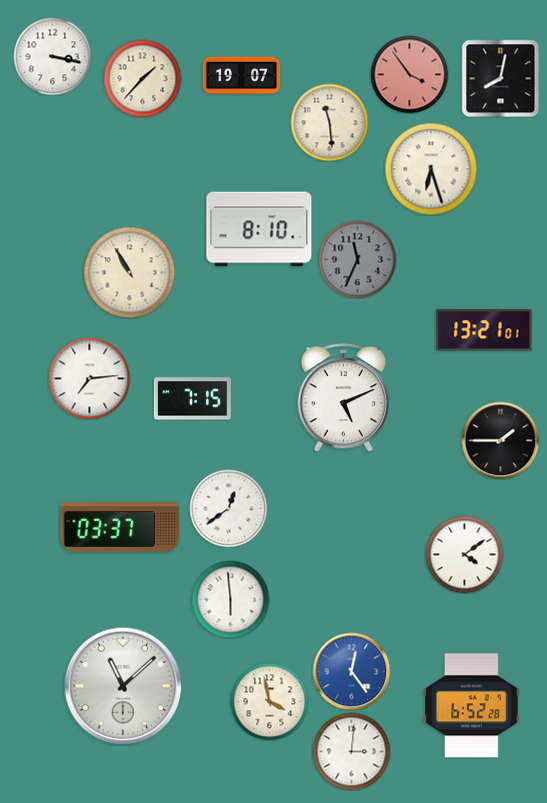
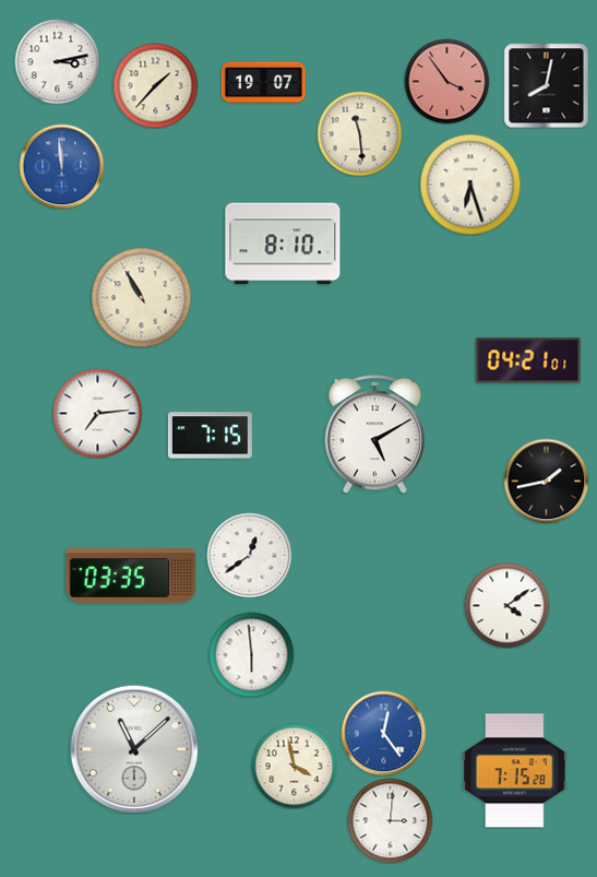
clock at (52, 56): 3:17 -> 3:13
clock at (61, 166): none -> 11:59
clock at (259, 229) position: (259, 229) -> (283, 244)
clock at (357, 259): 11:34 -> none
clock at (484, 330): 13:21 -> 04:21
clock at (343, 398): 5:11 -> 5:10
clock at (500, 440): 1:45 -> 1:43
clock at (120, 528): 03:37 -> 03:35
clock at (472, 706): 6:52 -> 7:15
clock at (351, 751) position: (351, 751) -> (390, 820)
